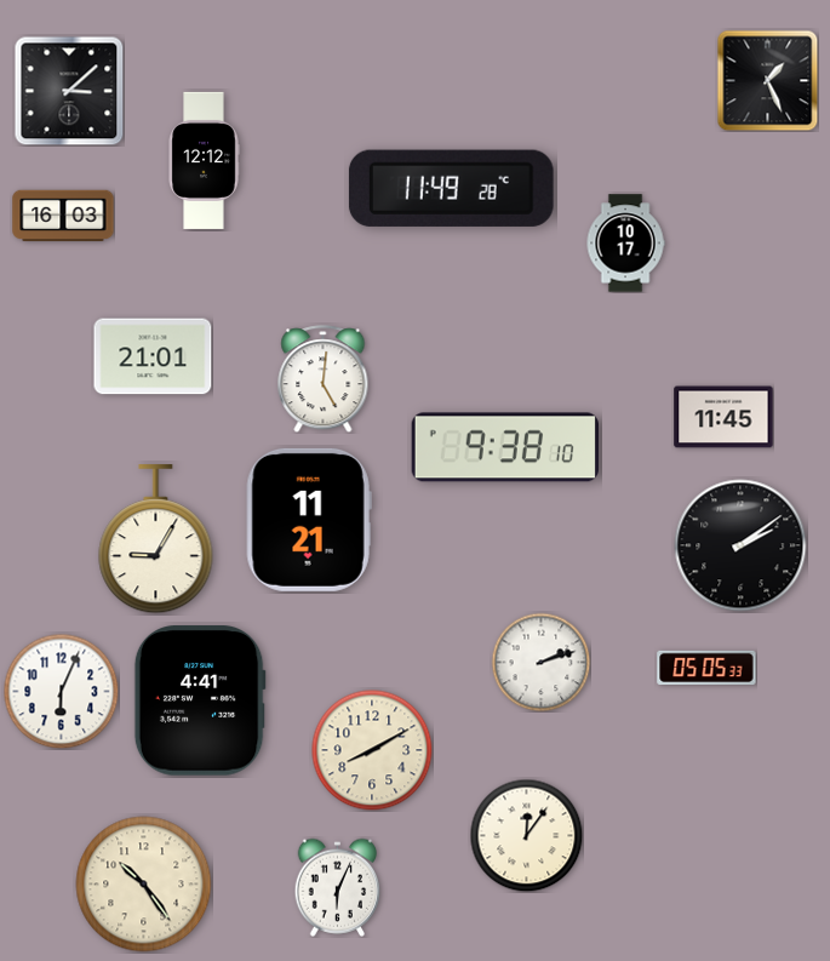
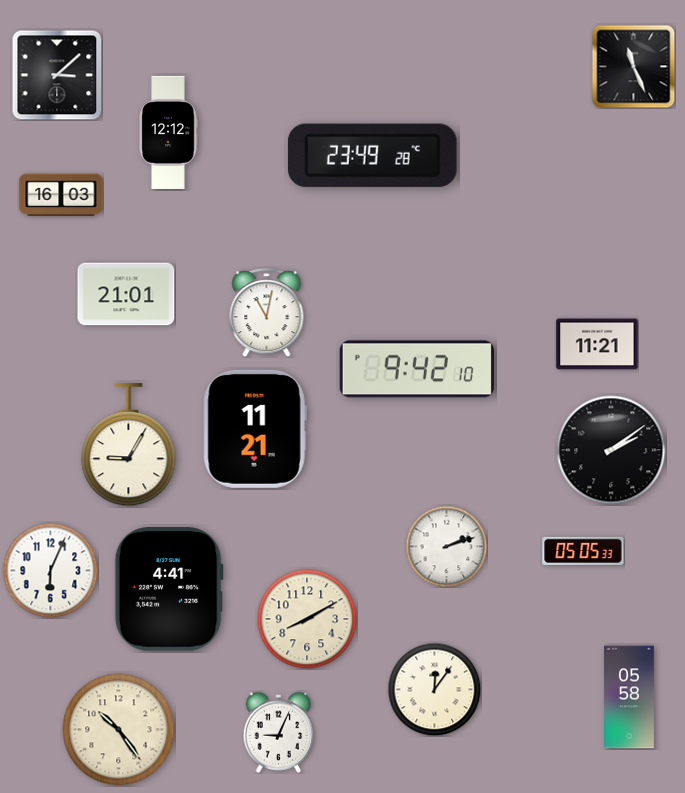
clock at (767, 80): 1:26 -> 11:26
clock at (451, 188): 11:49 -> 23:49
clock at (63, 216) position: (63, 216) -> (61, 195)
clock at (625, 244): 10:17 -> none
clock at (324, 379): 5:01 -> 11:02
clock at (723, 417): 11:45 -> 11:21
clock at (505, 447): 9:38 -> 9:42
clock at (200, 700) position: (200, 700) -> (169, 589)
clock at (630, 697): none -> 05:58
clock at (338, 887): 6:04 -> 9:04
